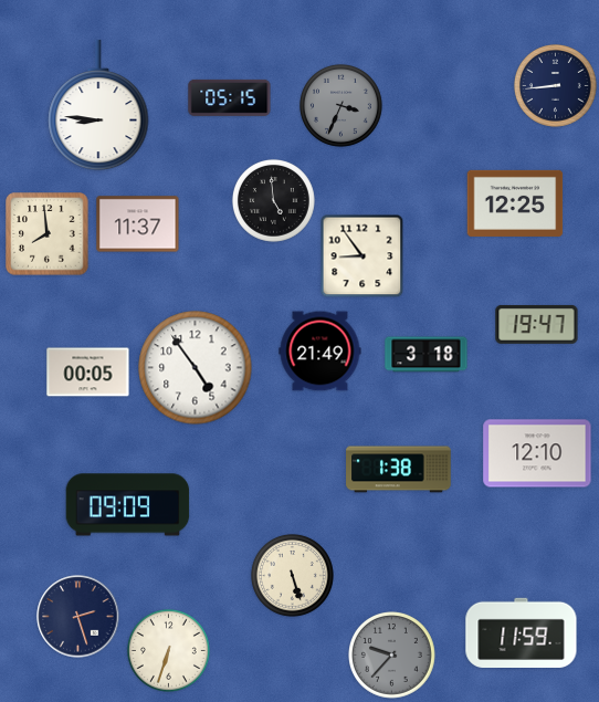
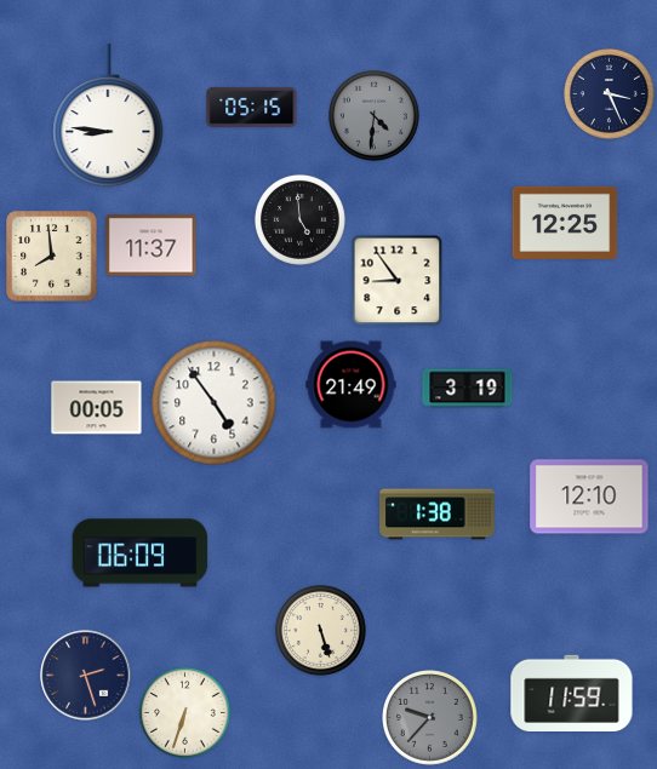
clock at (555, 85): 8:44 -> 3:26
clock at (340, 105): 3:34 -> 4:31
clock at (537, 324): 19:47 -> none
clock at (427, 355): 3:18 -> 3:19
clock at (128, 505): 09:09 -> 06:09
